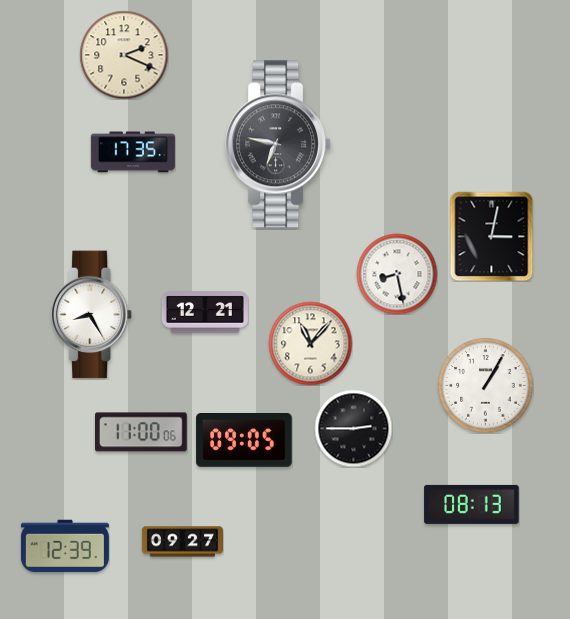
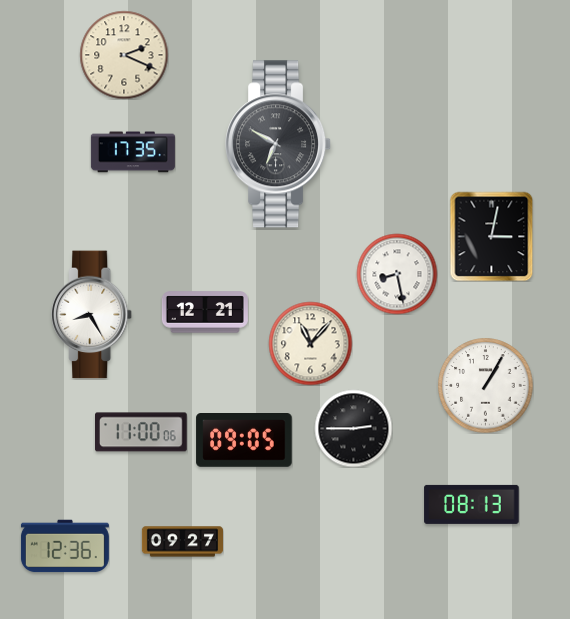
clock at (279, 144): 6:47 -> 6:50
clock at (65, 546): 12:39 -> 12:36
